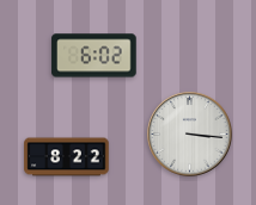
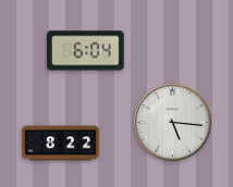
clock at (95, 56): 6:02 -> 6:04
clock at (190, 135): 3:16 -> 5:16
